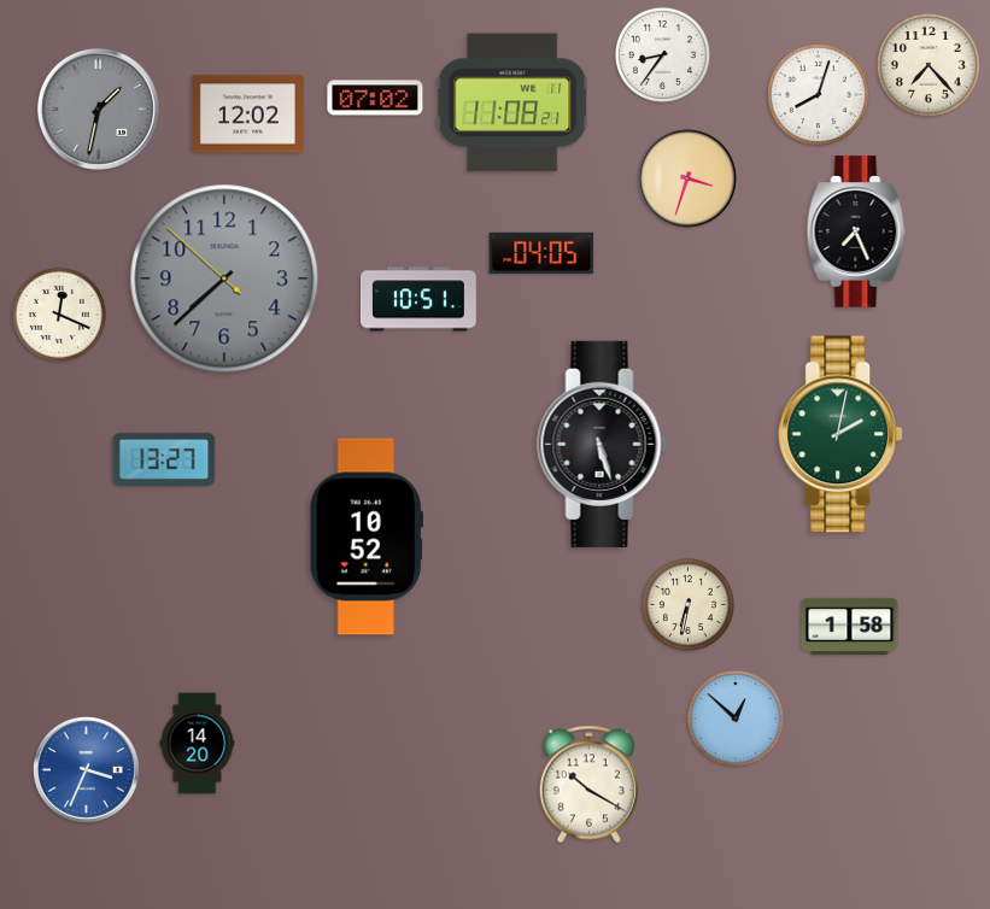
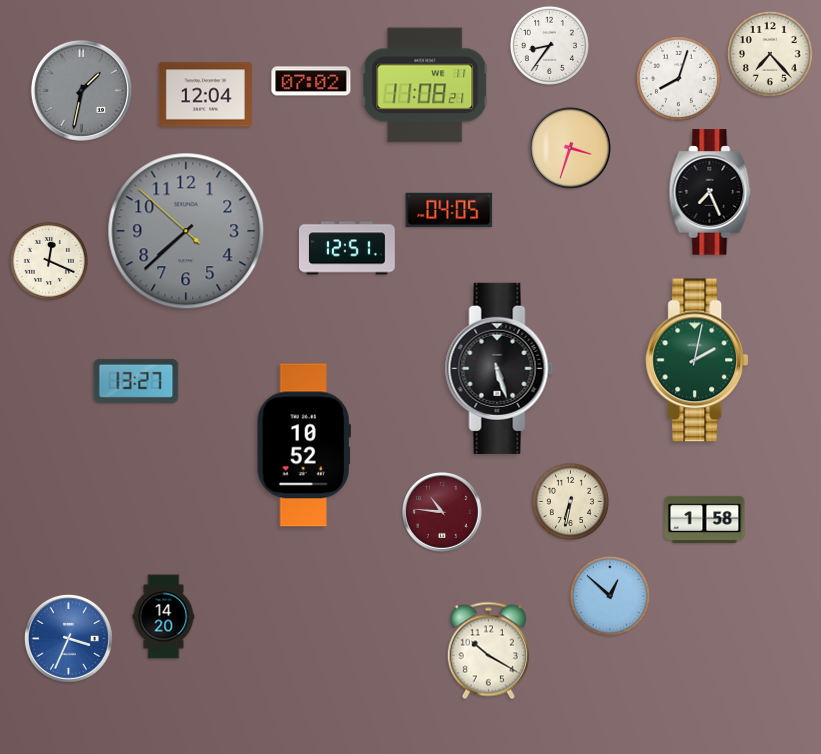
clock at (247, 115): 12:02 -> 12:04
clock at (418, 299): 10:51 -> 12:51
clock at (442, 512): none -> 10:46
clock at (86, 769) position: (86, 769) -> (68, 638)
